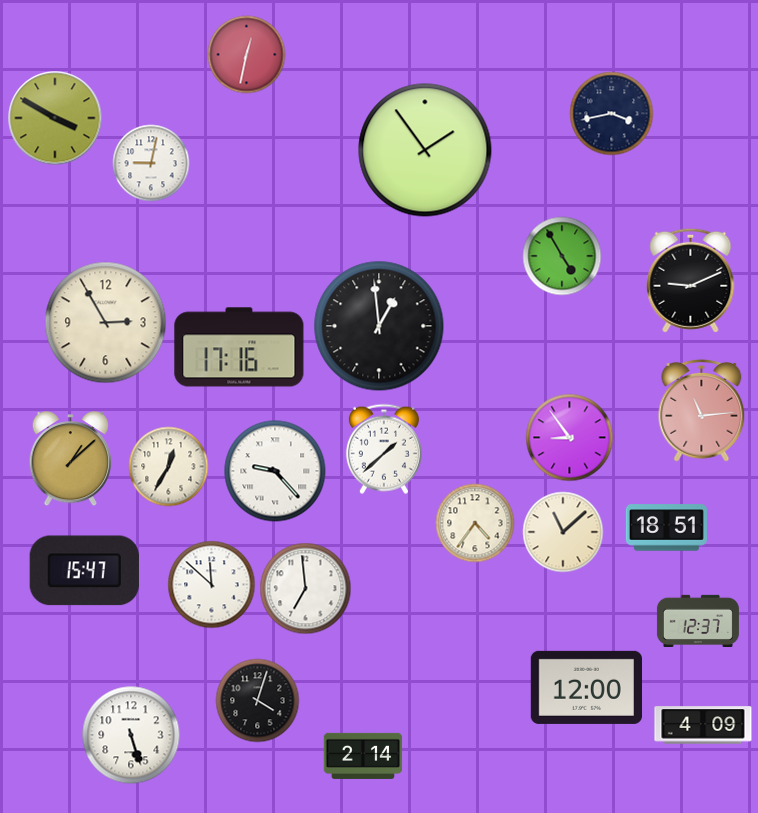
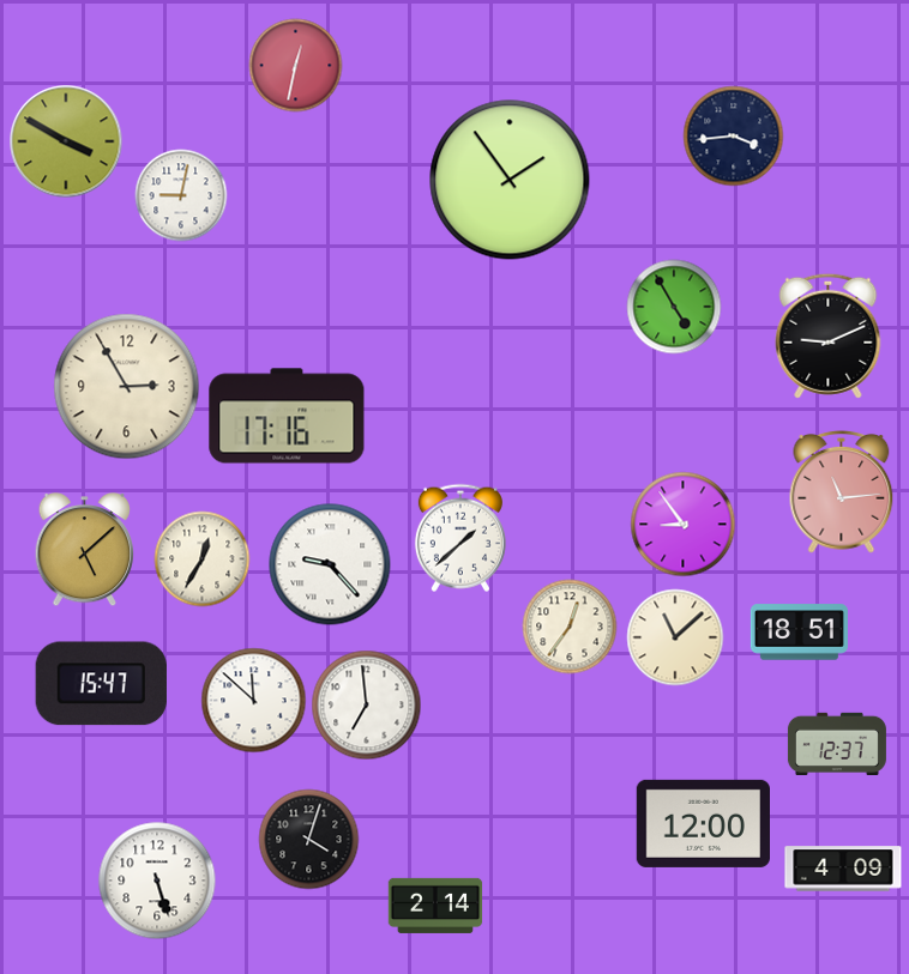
clock at (612, 114): 3:43 -> 3:44
clock at (379, 326): 12:59 -> none
clock at (71, 460): 1:08 -> 5:08
clock at (475, 523): 4:36 -> 12:36
